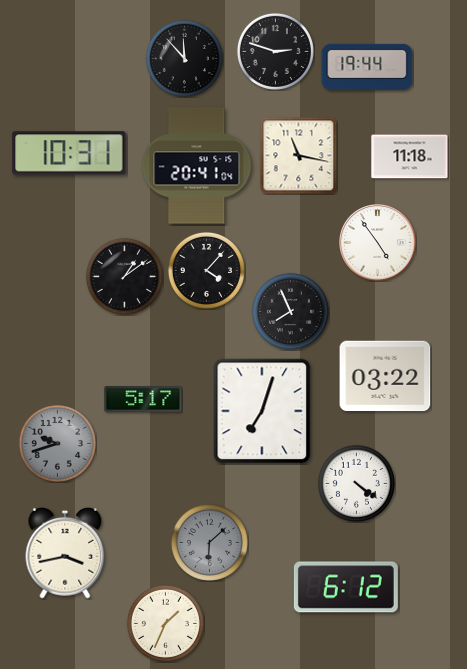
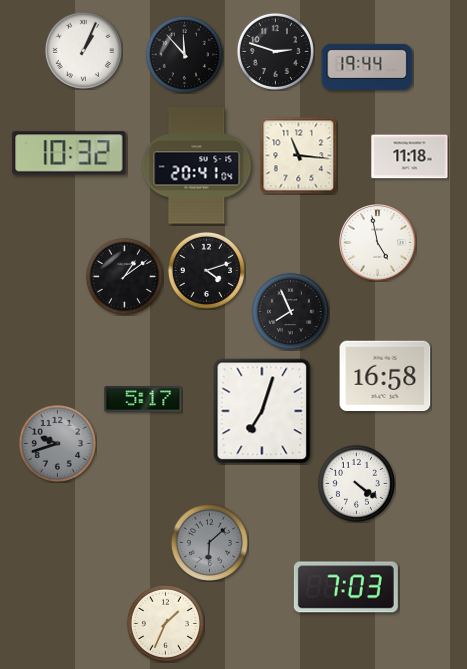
clock at (83, 50): none -> 1:04
clock at (184, 58) position: (184, 58) -> (184, 54)
clock at (69, 153): 10:31 -> 10:32
clock at (298, 155): 11:17 -> 11:16
clock at (378, 243): 4:54 -> 4:58
clock at (206, 270): 4:07 -> 4:12
clock at (385, 376): 03:22 -> 16:58
clock at (65, 553): 3:43 -> none
clock at (346, 587): 6:12 -> 7:03
